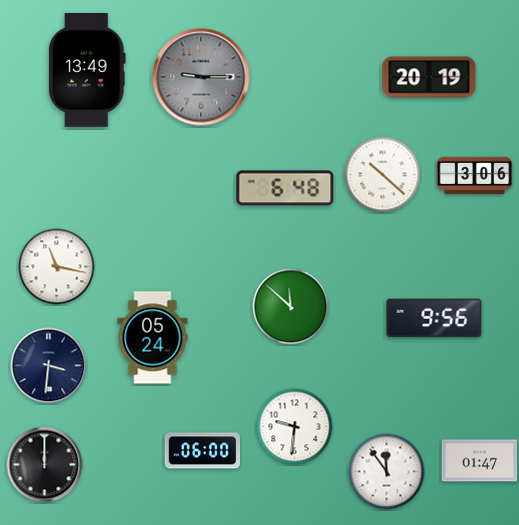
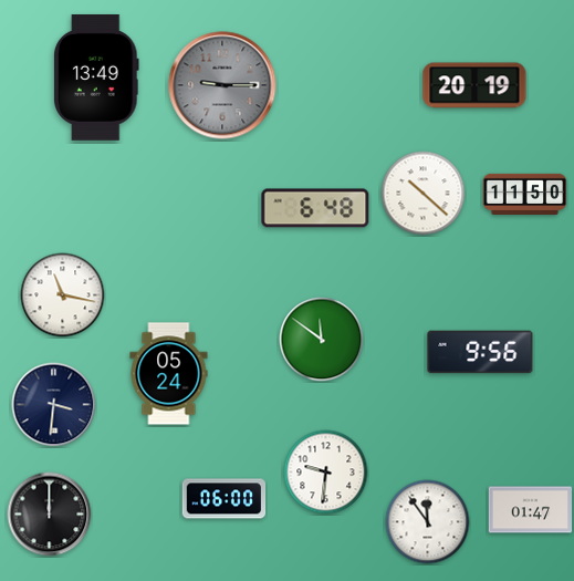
clock at (475, 175): 3:06 -> 11:50
clock at (291, 307): 11:52 -> 11:51
